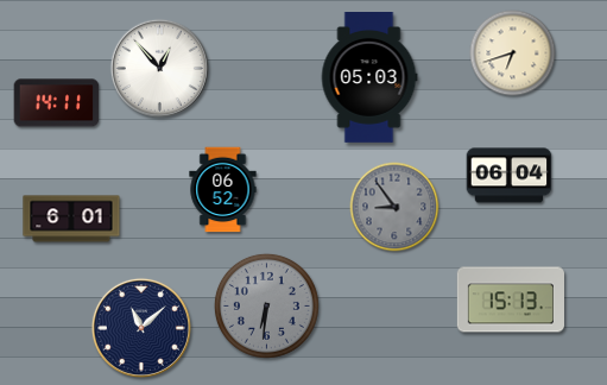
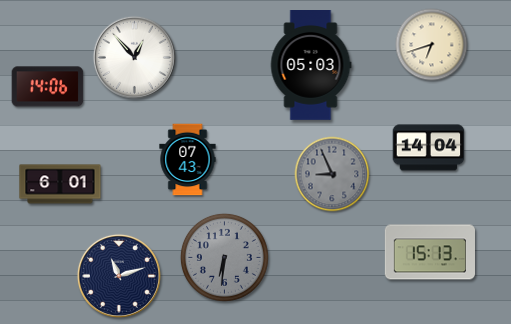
clock at (57, 103): 14:11 -> 14:06
clock at (510, 176): 06:04 -> 14:04
clock at (223, 190): 06:52 -> 07:43
clock at (394, 207): 8:54 -> 8:56
clock at (141, 328): 11:08 -> 11:12
